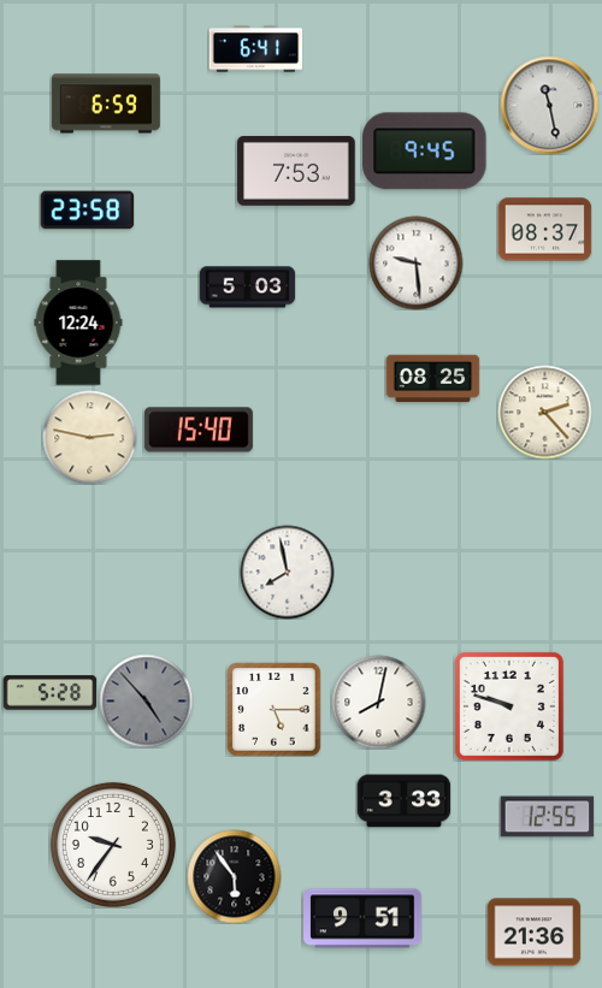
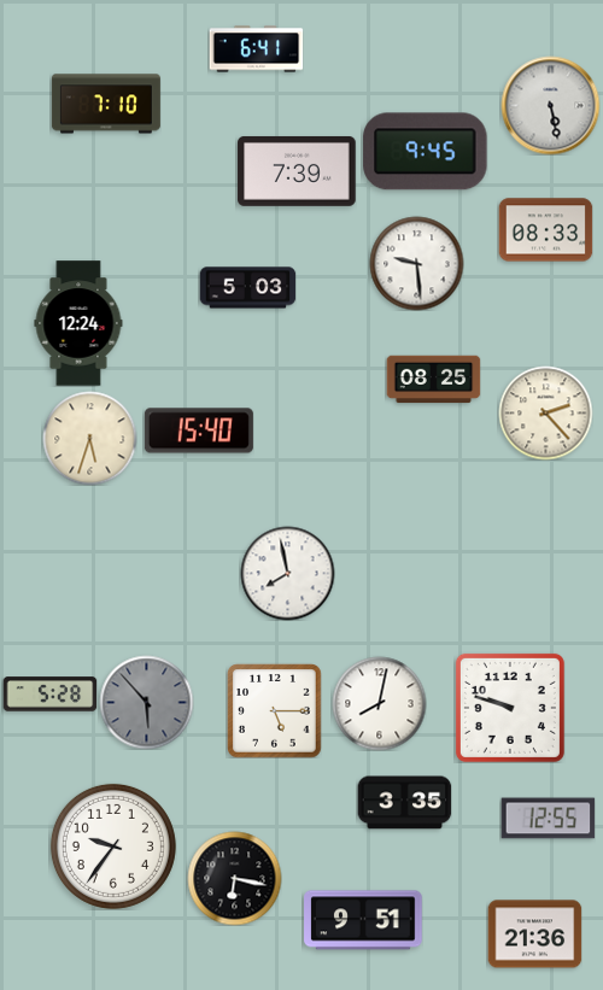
clock at (106, 103): 6:59 -> 7:10
clock at (549, 105): 11:28 -> 5:28
clock at (296, 171): 7:53 -> 7:39
clock at (87, 211): 23:58 -> none
clock at (544, 230): 08:37 -> 08:33
clock at (89, 437): 2:47 -> 5:33
clock at (146, 700): 4:53 -> 5:53
clock at (403, 801): 3:33 -> 3:35
clock at (234, 876): 5:54 -> 6:17
